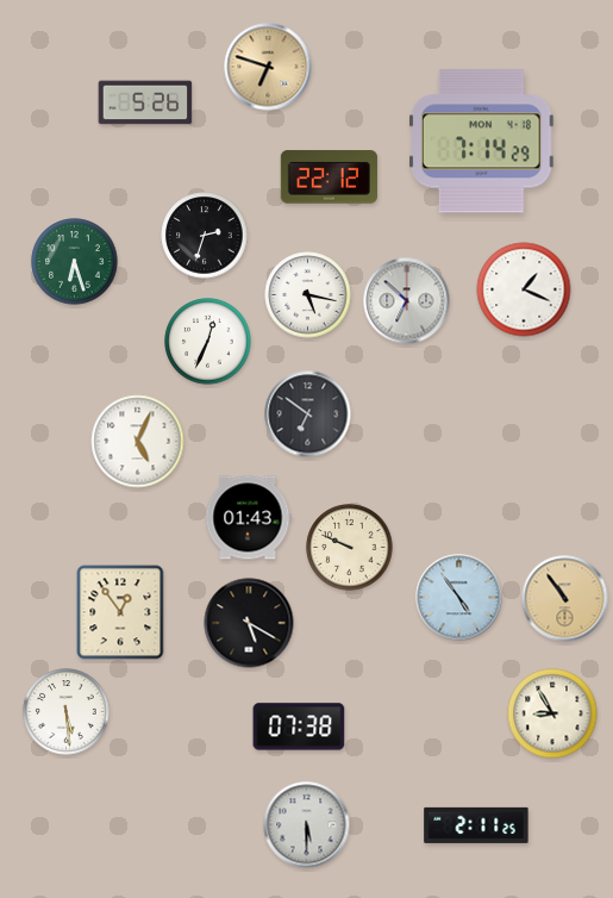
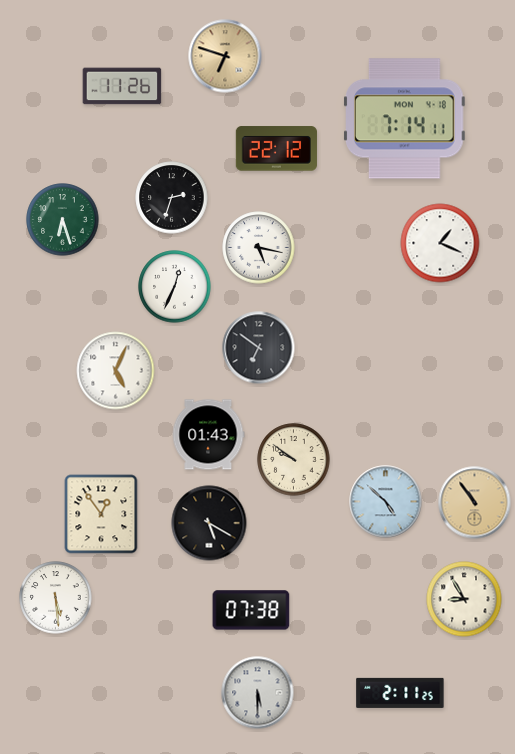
clock at (145, 102): 5:26 -> 11:26
clock at (482, 142): 7:14:29 -> 7:14:11
clock at (407, 301): 6:52 -> none
clock at (350, 548): 9:49 -> 9:51
clock at (459, 598): 4:54 -> 4:52
